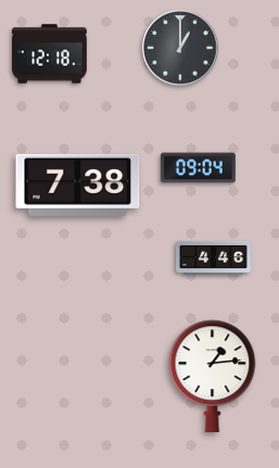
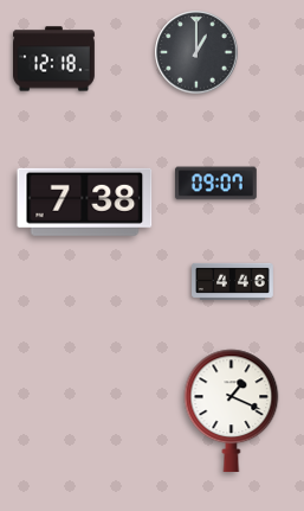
clock at (198, 168): 09:04 -> 09:07
clock at (213, 377): 1:14 -> 1:19
